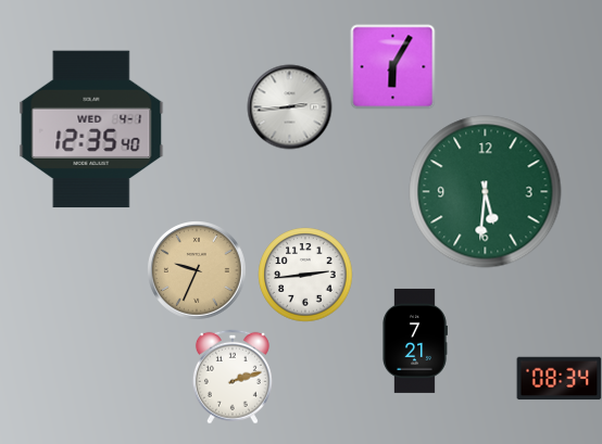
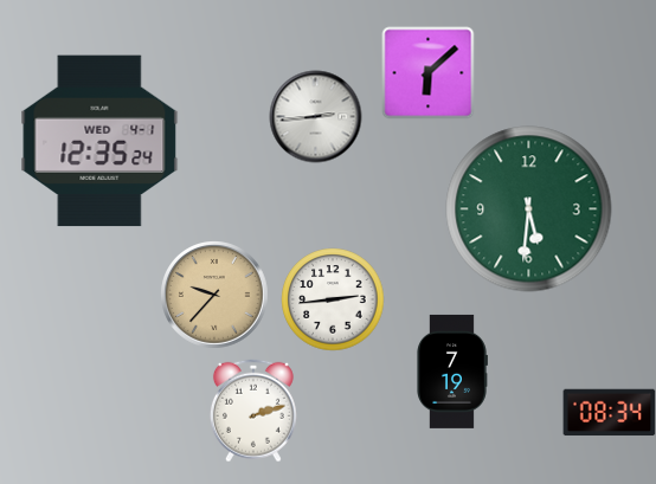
clock at (392, 66): 6:05 -> 6:08
clock at (91, 129): 12:35:40 -> 12:35:24
clock at (197, 270): 9:34 -> 9:37
clock at (415, 341): 7:21 -> 7:19
